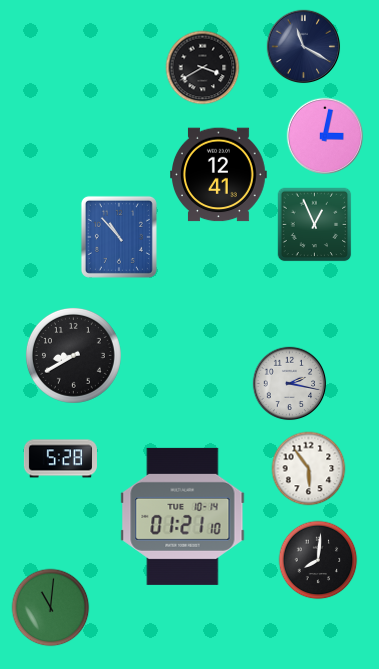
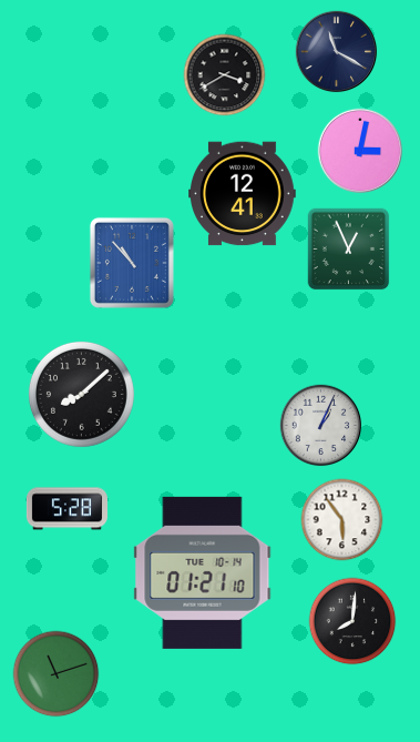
clock at (73, 355): 8:40 -> 8:08
clock at (290, 384): 2:17 -> 1:04
clock at (51, 608): 11:01 -> 11:12
